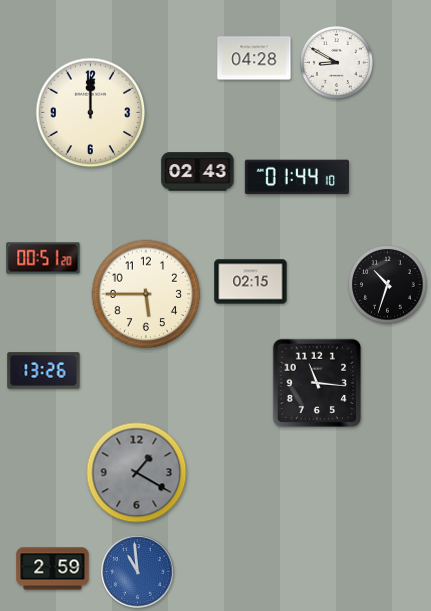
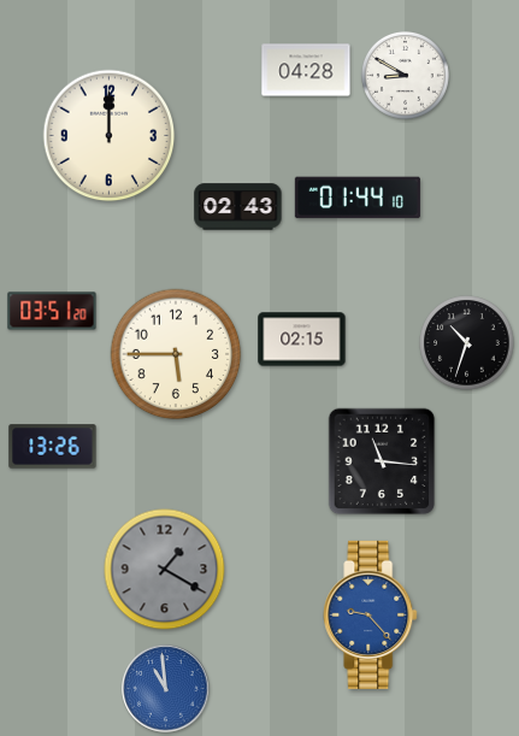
clock at (297, 177) position: (297, 177) -> (358, 198)
clock at (43, 258): 00:51 -> 03:51
clock at (371, 614): none -> 9:23
clock at (53, 569): 2:59 -> none
